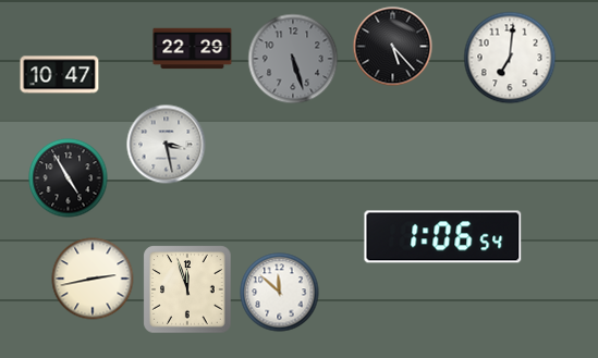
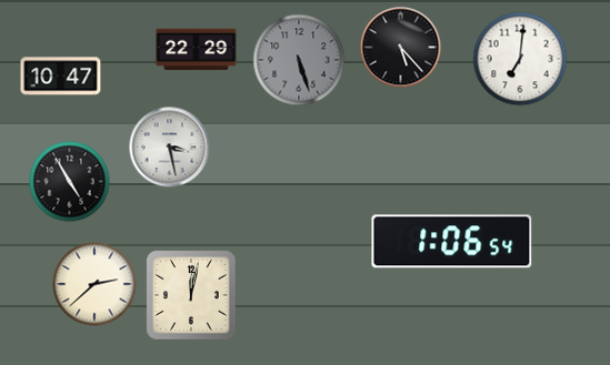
clock at (93, 279): 2:43 -> 2:38
clock at (187, 289): 11:57 -> 12:02
clock at (280, 293): 11:52 -> none
